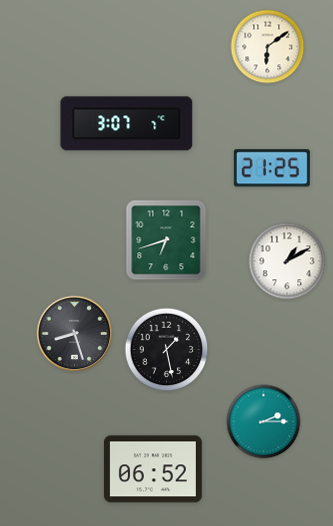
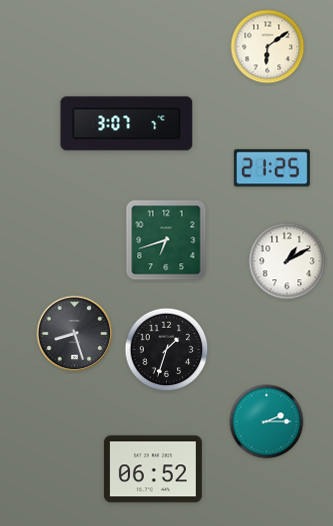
clock at (167, 350): 1:28 -> 1:33
clock at (264, 422) position: (264, 422) -> (267, 422)
